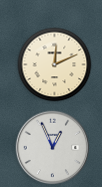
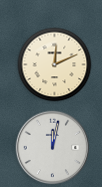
clock at (53, 148): 12:56 -> 12:02
